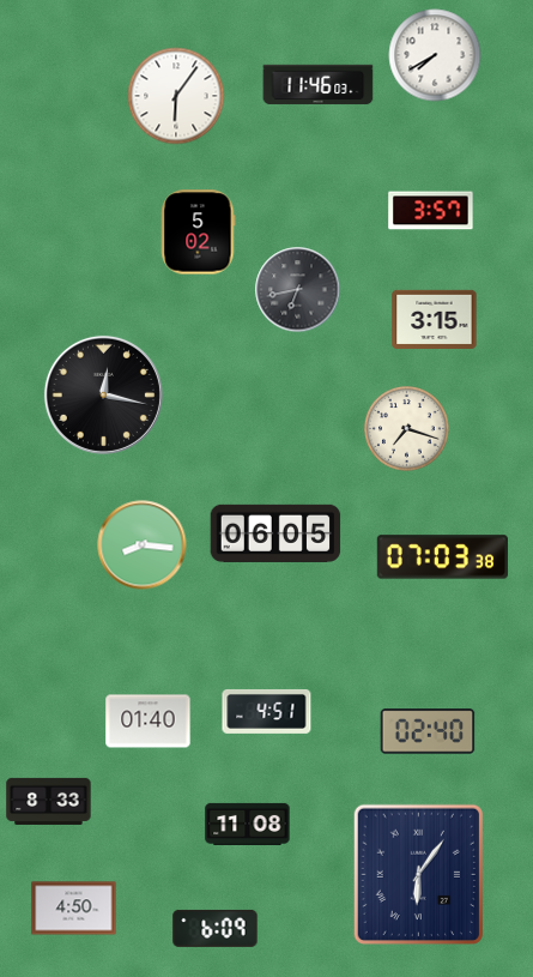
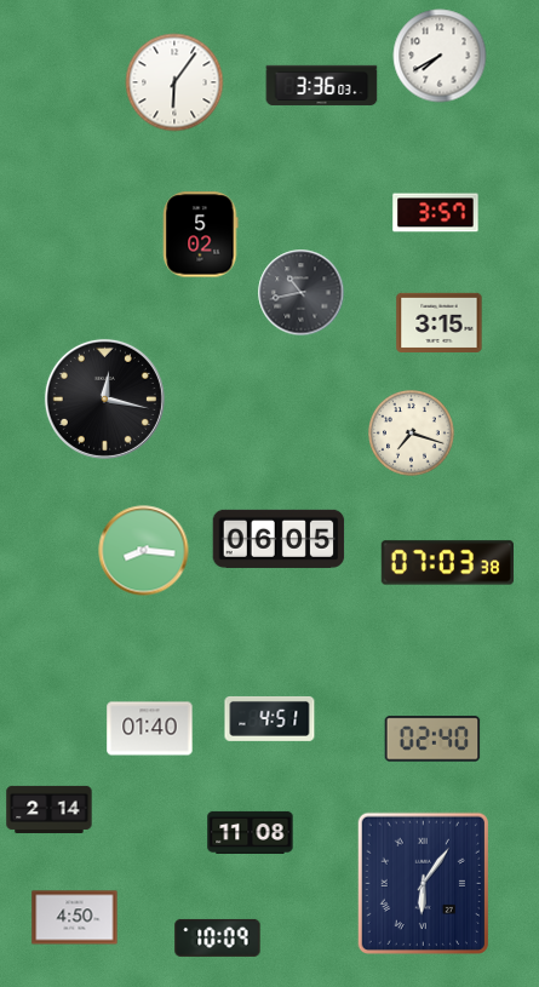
clock at (319, 84): 11:46 -> 3:36
clock at (176, 96) position: (176, 96) -> (174, 82)
clock at (298, 290): 6:43 -> 10:43
clock at (49, 801): 8:33 -> 2:14
clock at (216, 928): 6:09 -> 10:09
